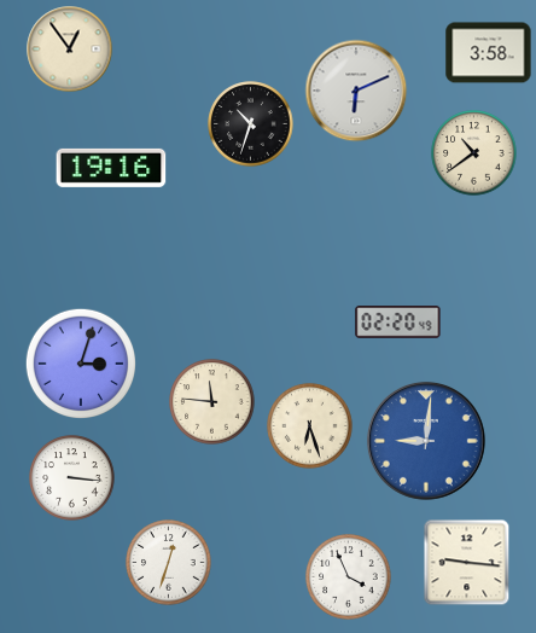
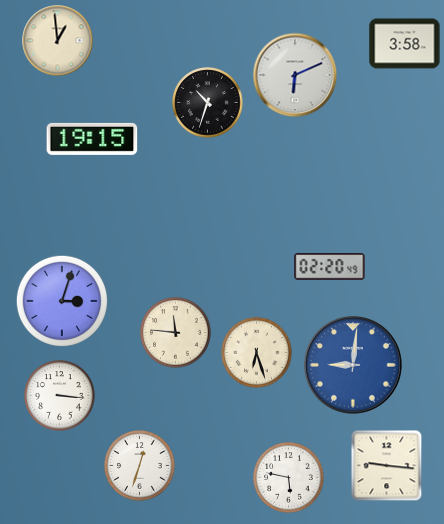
clock at (70, 50): 12:54 -> 12:59
clock at (474, 153): 10:39 -> none
clock at (111, 168): 19:16 -> 19:15
clock at (80, 362) position: (80, 362) -> (61, 300)
clock at (349, 577): 3:56 -> 5:47
